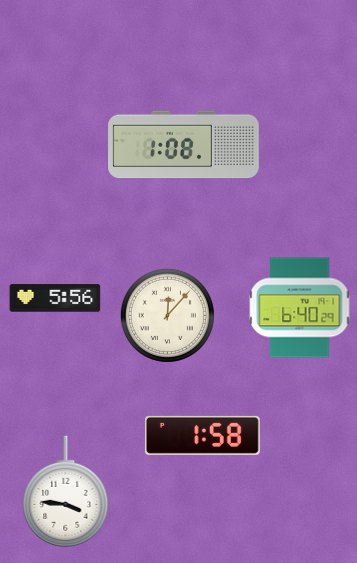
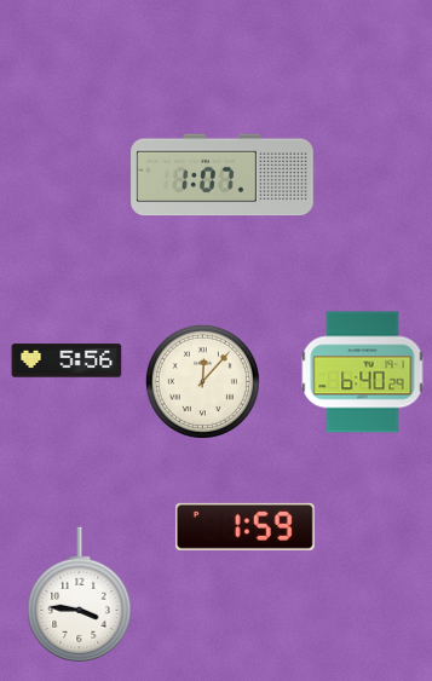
clock at (184, 145): 1:08 -> 1:07
clock at (202, 435): 1:58 -> 1:59
